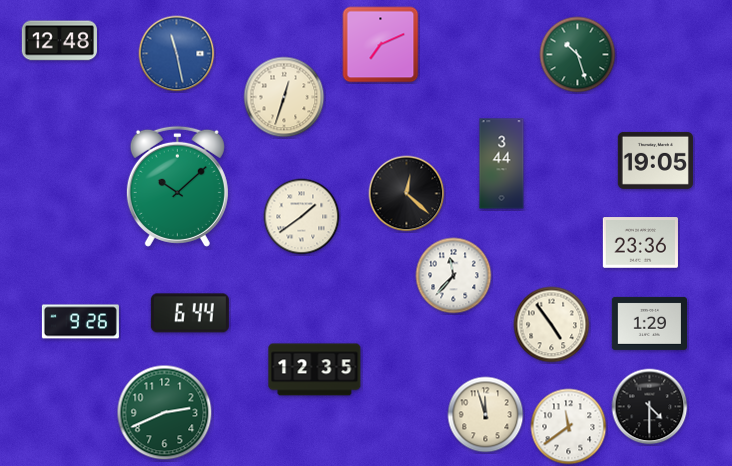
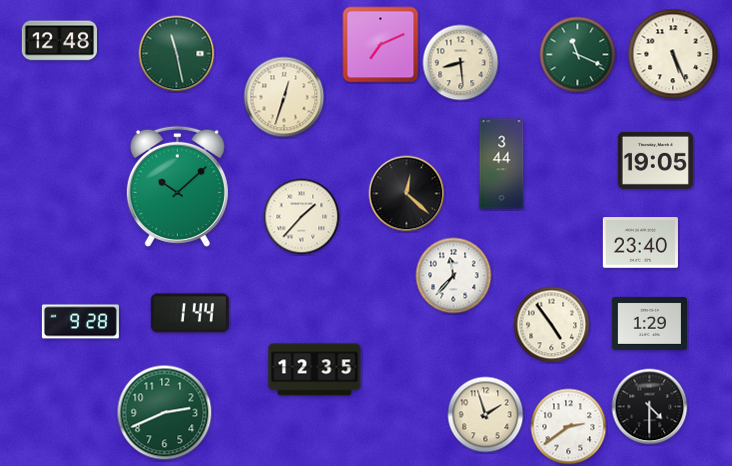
clock at (177, 54) dial: blue -> green
clock at (673, 54): none -> 5:26
clock at (578, 55): 10:27 -> 11:19
clock at (461, 63): none -> 8:29
clock at (302, 217): 1:39 -> 1:37
clock at (640, 243): 23:36 -> 23:40
clock at (190, 313): 6:44 -> 1:44
clock at (80, 322): 9:26 -> 9:28
clock at (486, 415): 11:57 -> 1:57
clock at (569, 427): 11:39 -> 2:39
